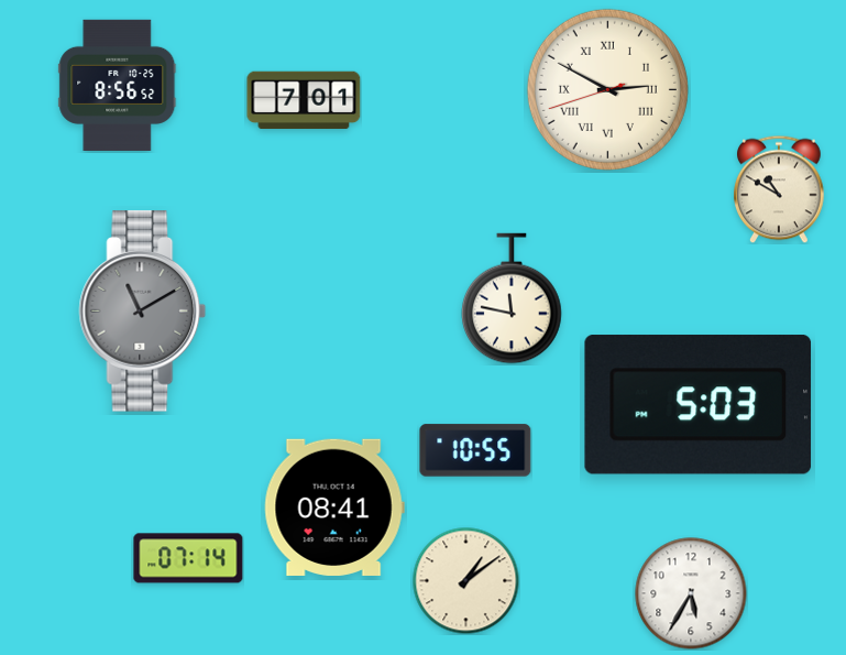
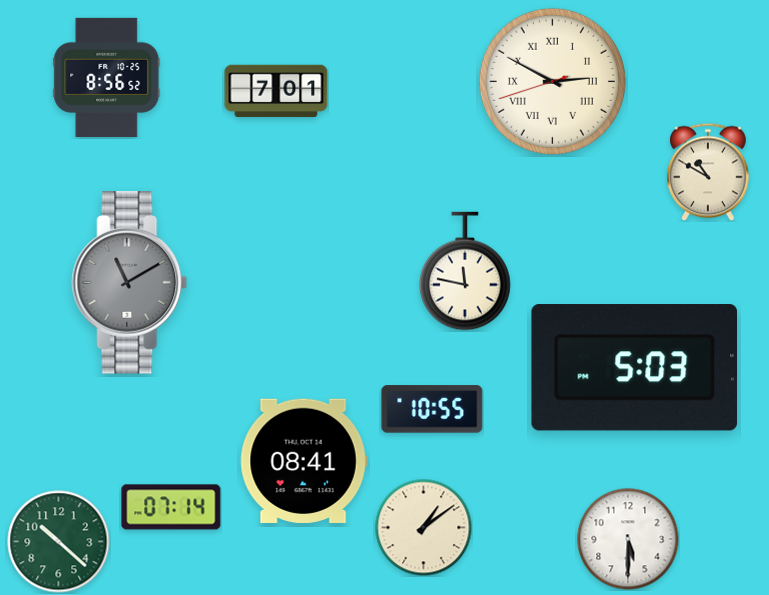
clock at (691, 593): 5:35 -> 5:30
clock at (59, 542): none -> 10:22
